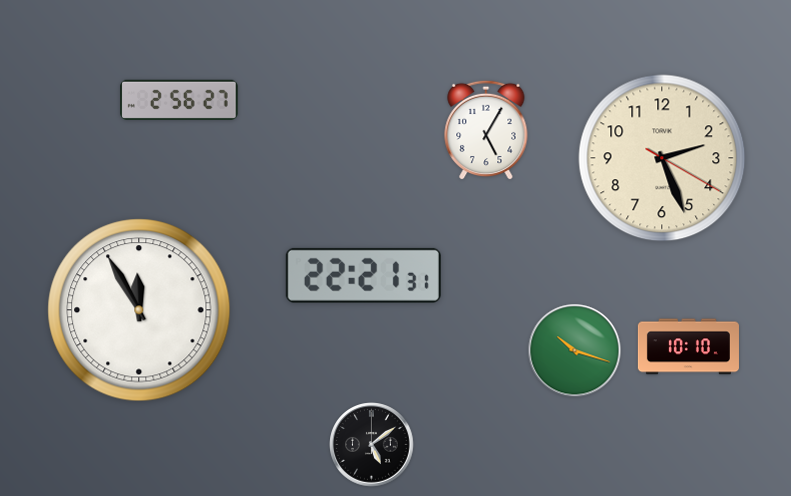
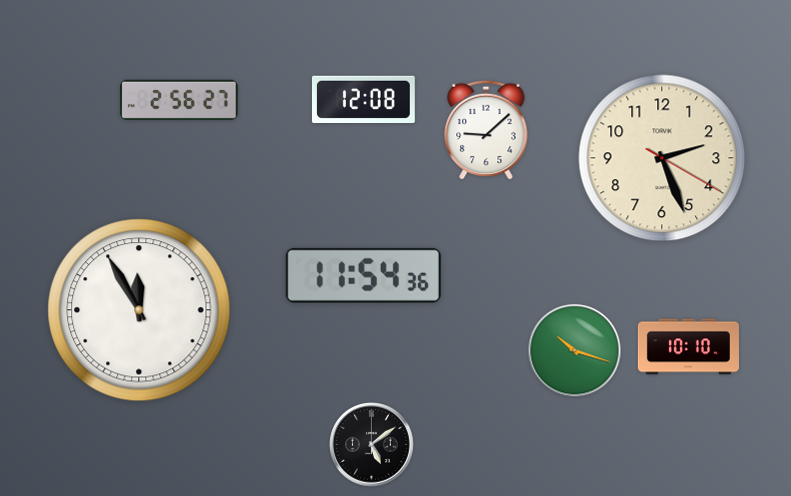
clock at (363, 99): none -> 12:08
clock at (486, 130): 5:05 -> 9:08
clock at (363, 275): 22:21 -> 11:54
